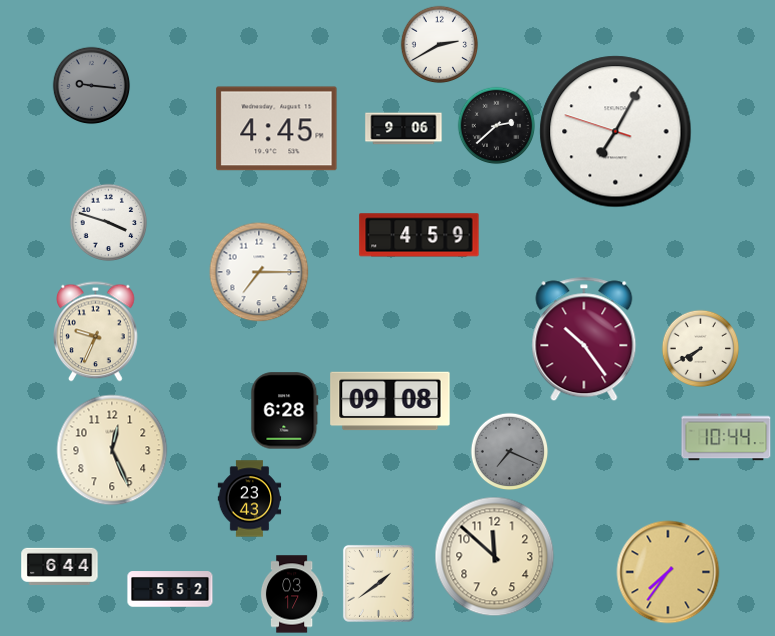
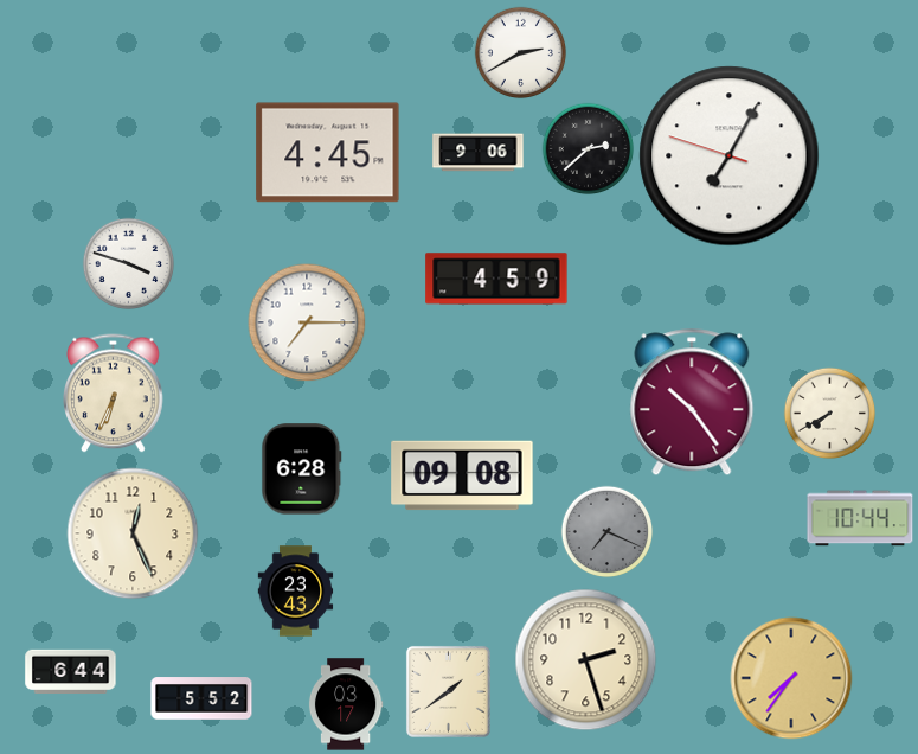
clock at (91, 85): 9:16 -> none
clock at (96, 332): 9:34 -> 6:34
clock at (285, 411) position: (285, 411) -> (302, 469)
clock at (509, 451) position: (509, 451) -> (606, 531)
clock at (495, 557): 11:52 -> 2:27
